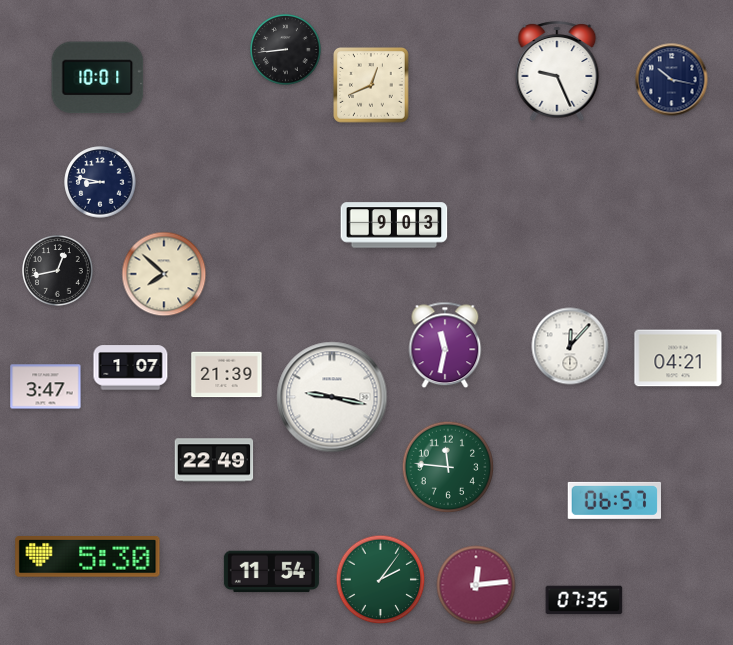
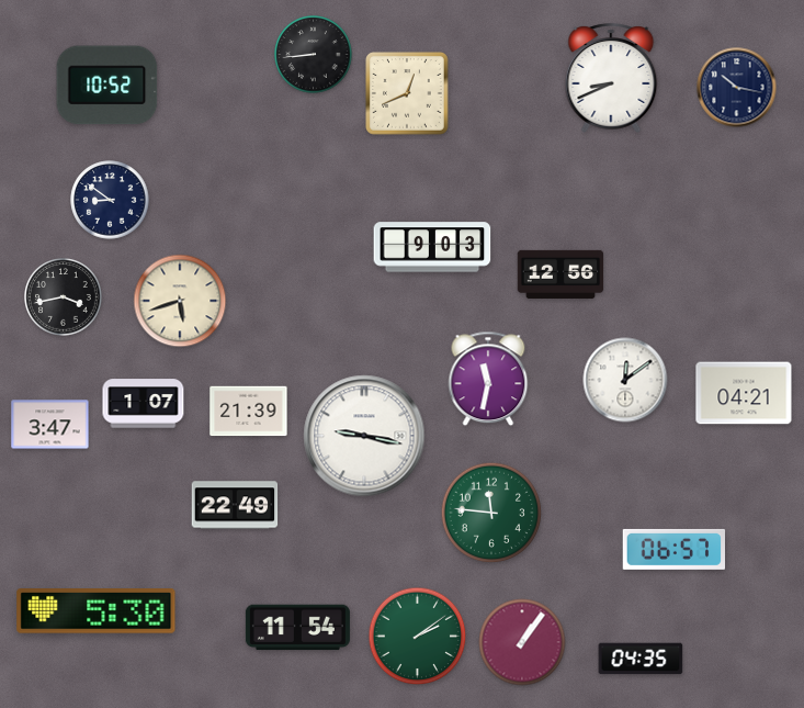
clock at (557, 71): 9:26 -> 8:41
clock at (98, 78): 10:01 -> 10:52
clock at (100, 182): 8:47 -> 8:51
clock at (560, 274): none -> 12:56
clock at (58, 271): 12:43 -> 3:43
clock at (164, 274): 7:52 -> 5:42
clock at (570, 346): 12:07 -> 12:09
clock at (381, 580): 2:06 -> 2:09
clock at (476, 585): 12:14 -> 1:06
clock at (584, 600): 07:35 -> 04:35
